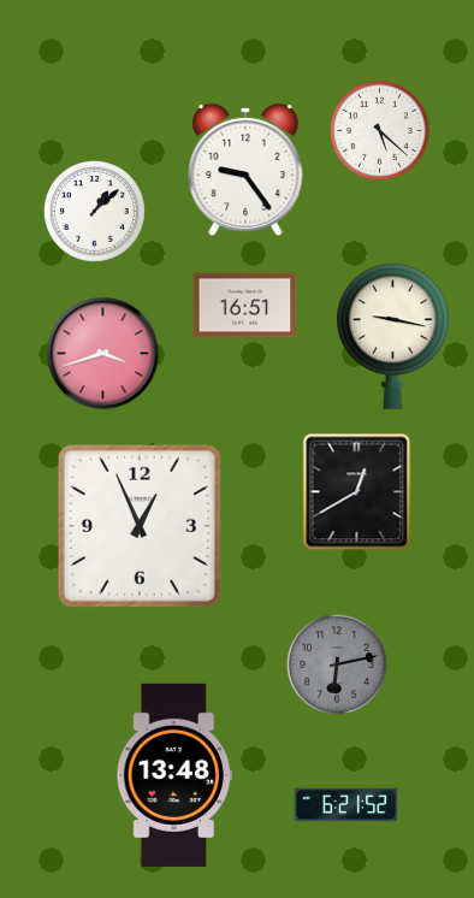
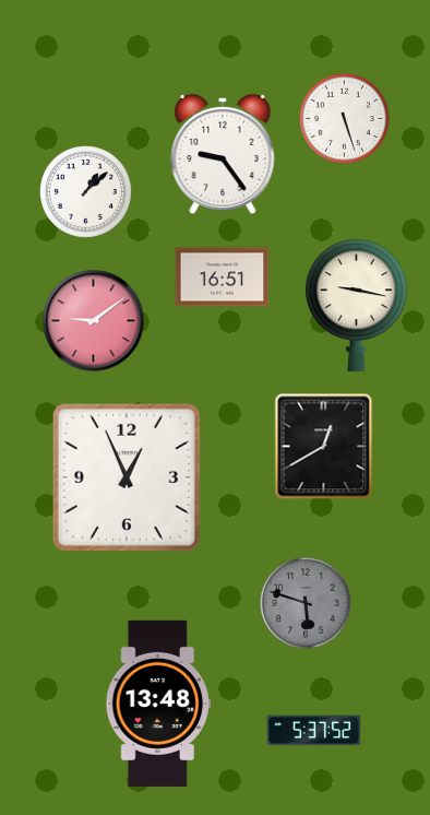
clock at (379, 130): 5:22 -> 5:27
clock at (103, 354): 3:42 -> 9:09
clock at (337, 664): 6:13 -> 5:48
clock at (346, 805): 6:21 -> 5:37
